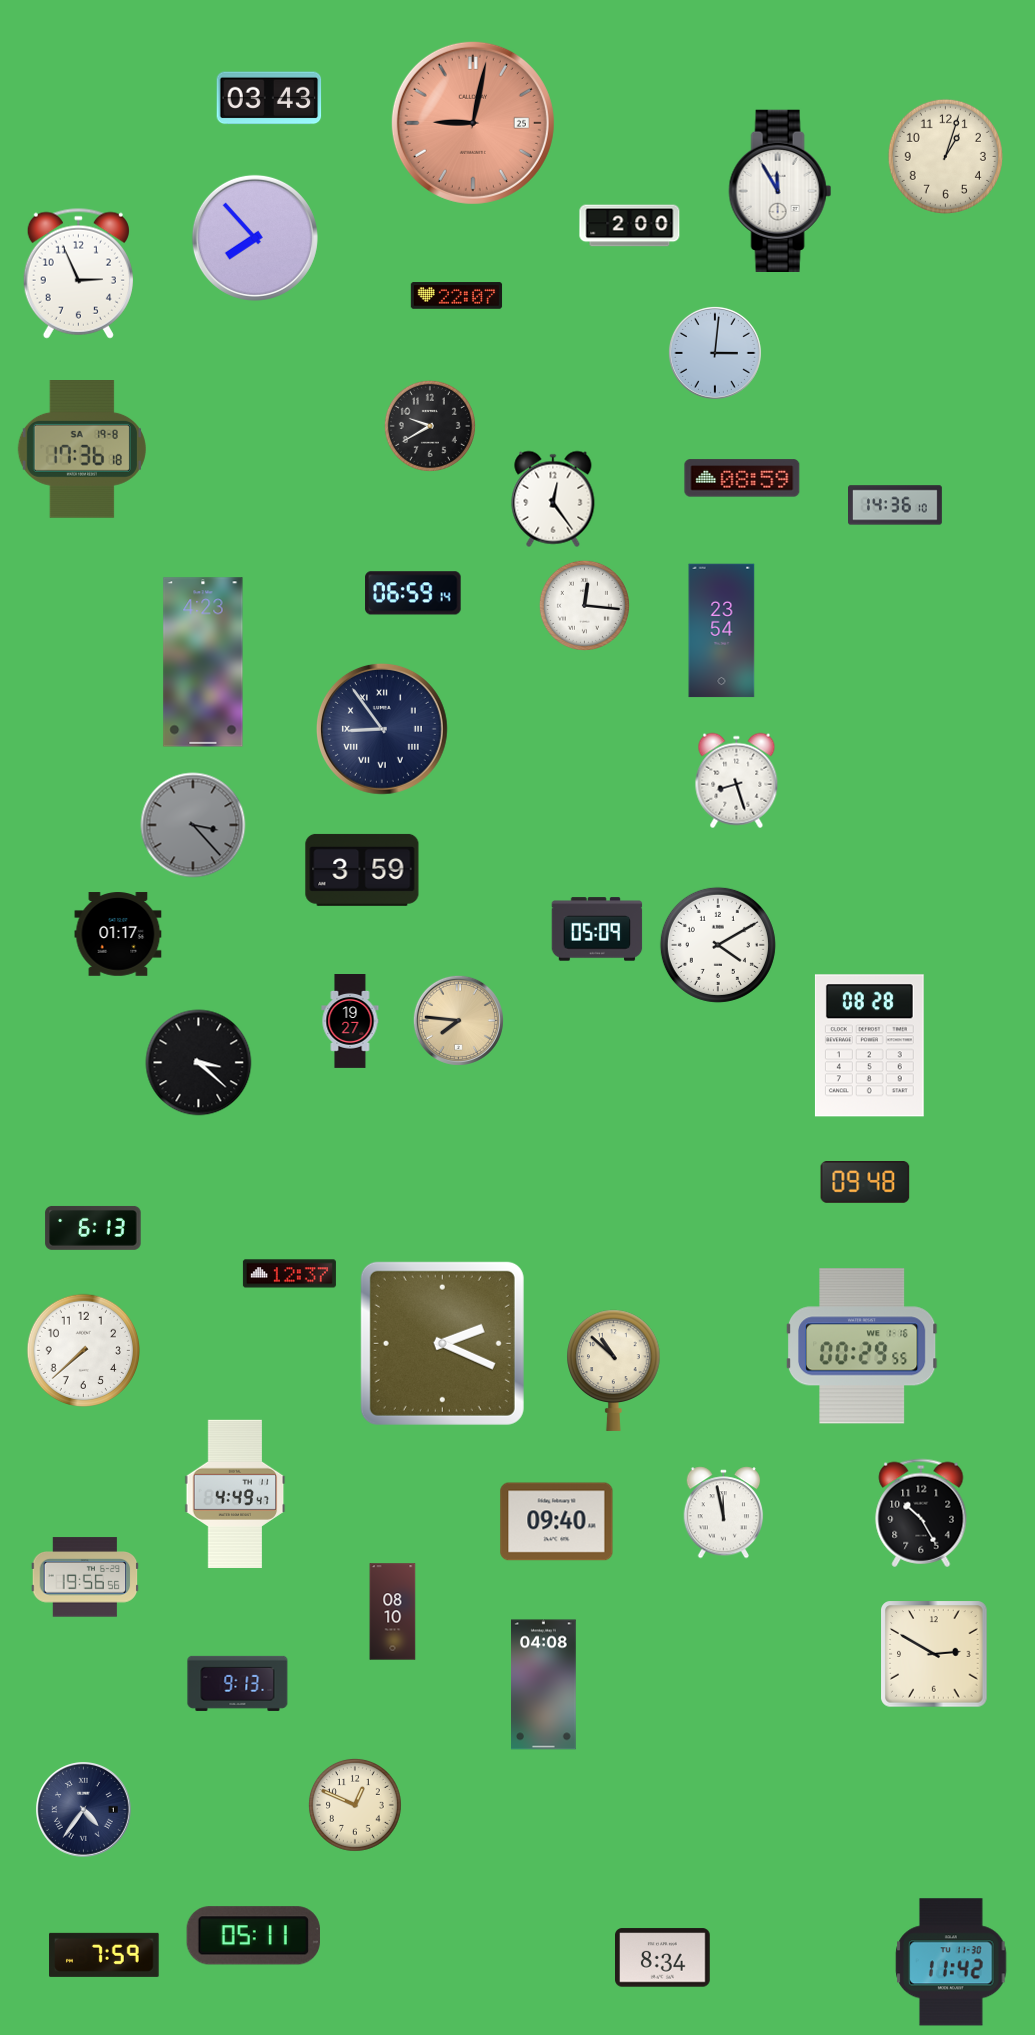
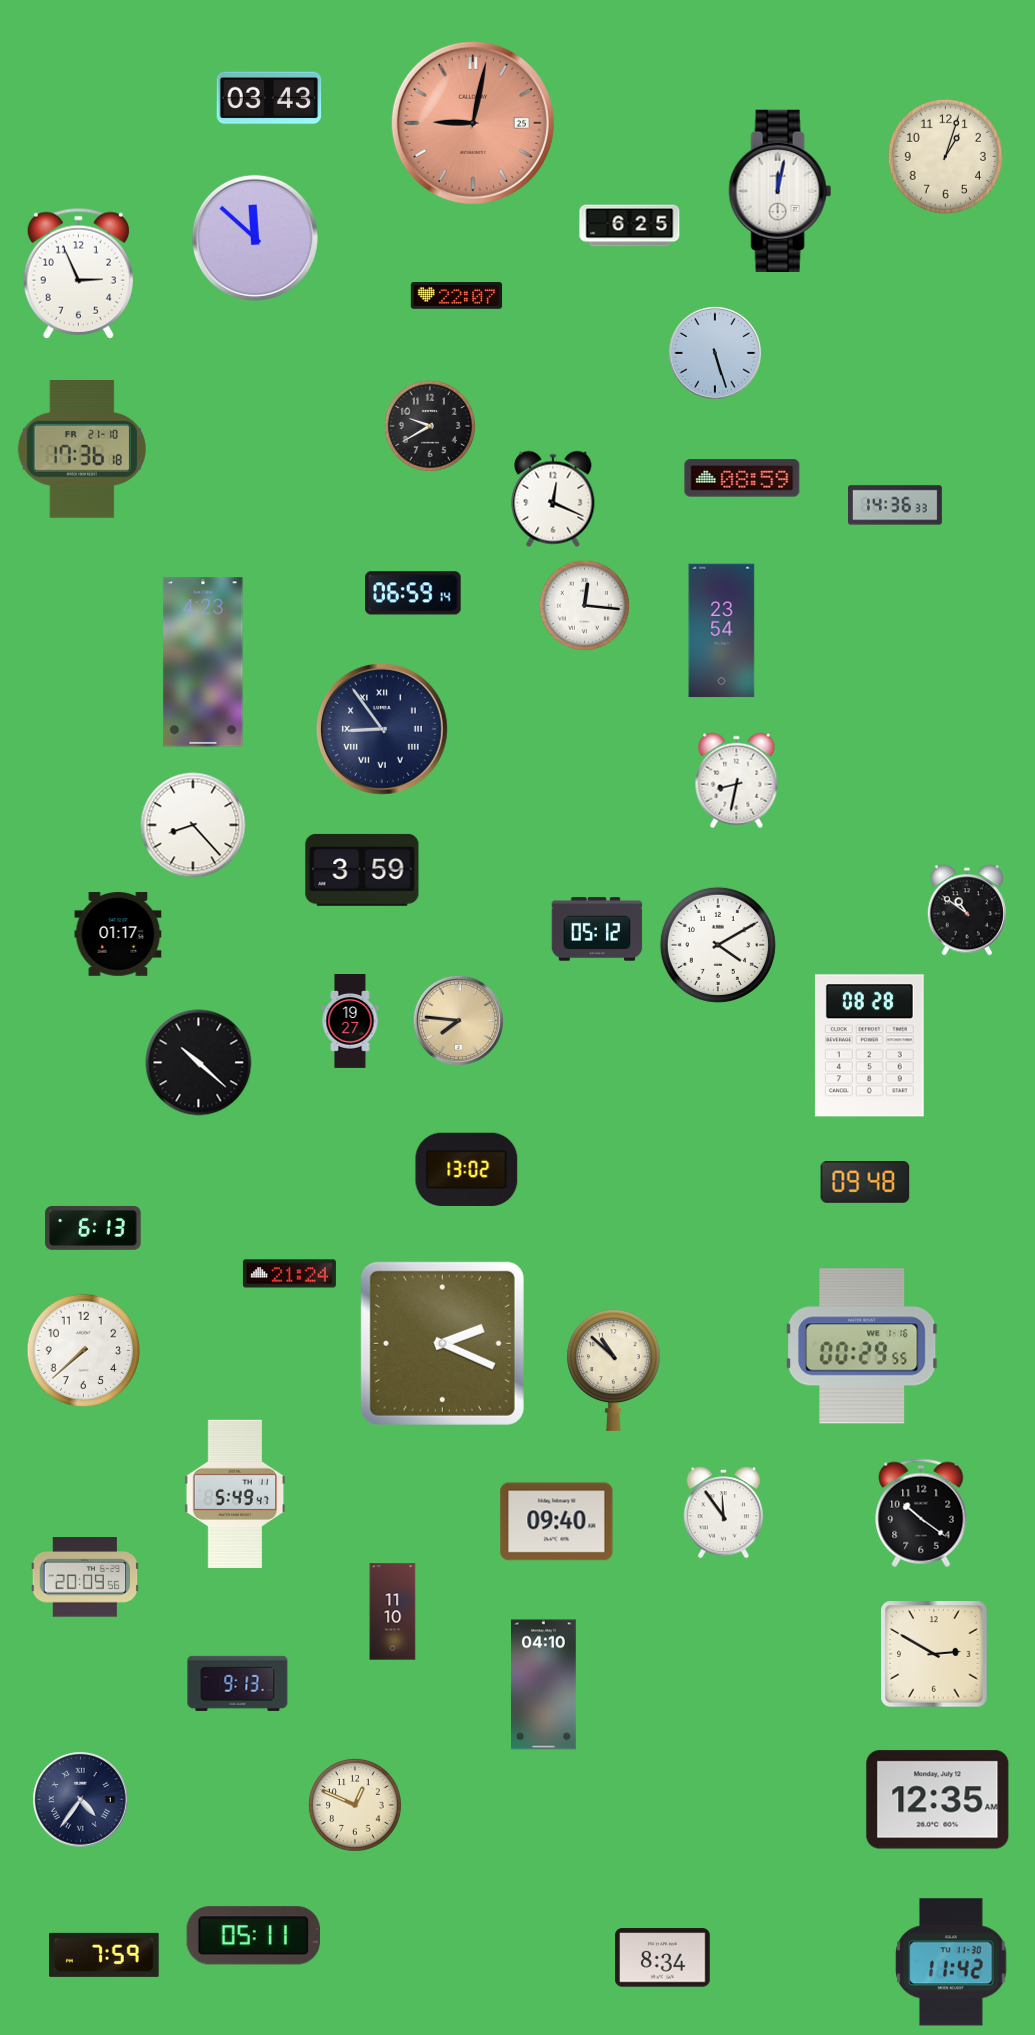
clock at (780, 191): 11:55 -> 12:02
clock at (630, 226): 2:00 -> 6:25
clock at (255, 238): 7:53 -> 11:52
clock at (715, 353): 3:01 -> 5:27
clock at (82, 450) date: SA 19-8 -> FR 21-10
clock at (553, 499): 12:24 -> 12:19
clock at (896, 505): 14:36:10 -> 14:36:33
clock at (737, 781): 8:27 -> 8:32
clock at (193, 825): 3:23 -> 8:23
clock at (193, 825) dial: grey -> white
clock at (966, 910): none -> 10:51
clock at (597, 929): 05:09 -> 05:12
clock at (199, 1063): 3:22 -> 10:22
clock at (467, 1169): none -> 13:02
clock at (289, 1274): 12:37 -> 21:24
clock at (235, 1493): 4:49 -> 5:49
clock at (724, 1513): 11:58 -> 11:54
clock at (921, 1513): 10:25 -> 10:21
clock at (85, 1577): 19:56 -> 20:09
clock at (393, 1612): 08:10 -> 11:10
clock at (544, 1685): 04:08 -> 04:10
clock at (938, 1800): none -> 12:35
clock at (84, 1810) position: (84, 1810) -> (81, 1800)
